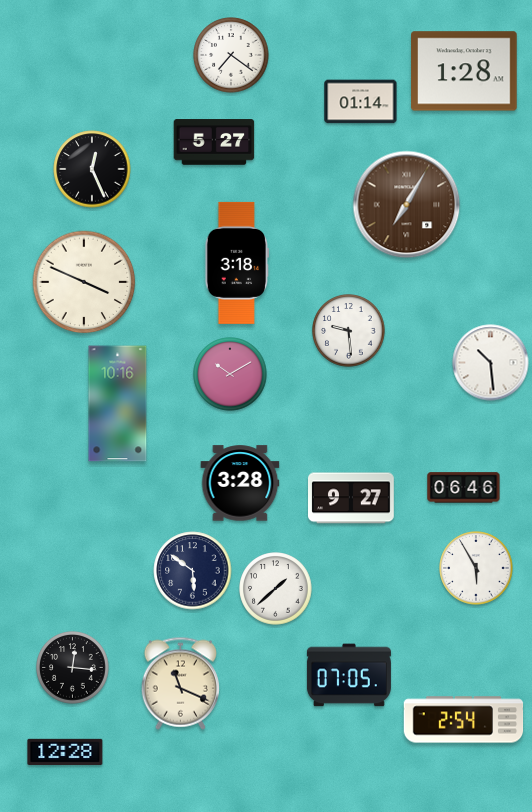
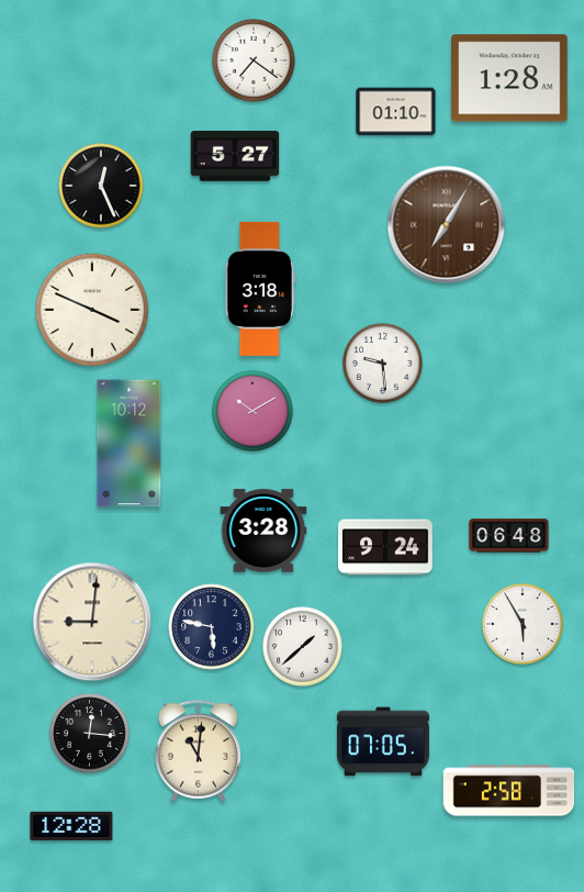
clock at (361, 102): 01:14 -> 01:10
clock at (491, 363): 10:29 -> none
clock at (118, 404): 10:16 -> 10:12
clock at (464, 488): 06:46 -> 06:48
clock at (352, 498): 9:27 -> 9:24
clock at (92, 622): none -> 9:01
clock at (193, 571): 5:51 -> 5:47
clock at (73, 668) position: (73, 668) -> (90, 734)
clock at (180, 683): 11:19 -> 11:01
clock at (464, 720): 2:54 -> 2:58
